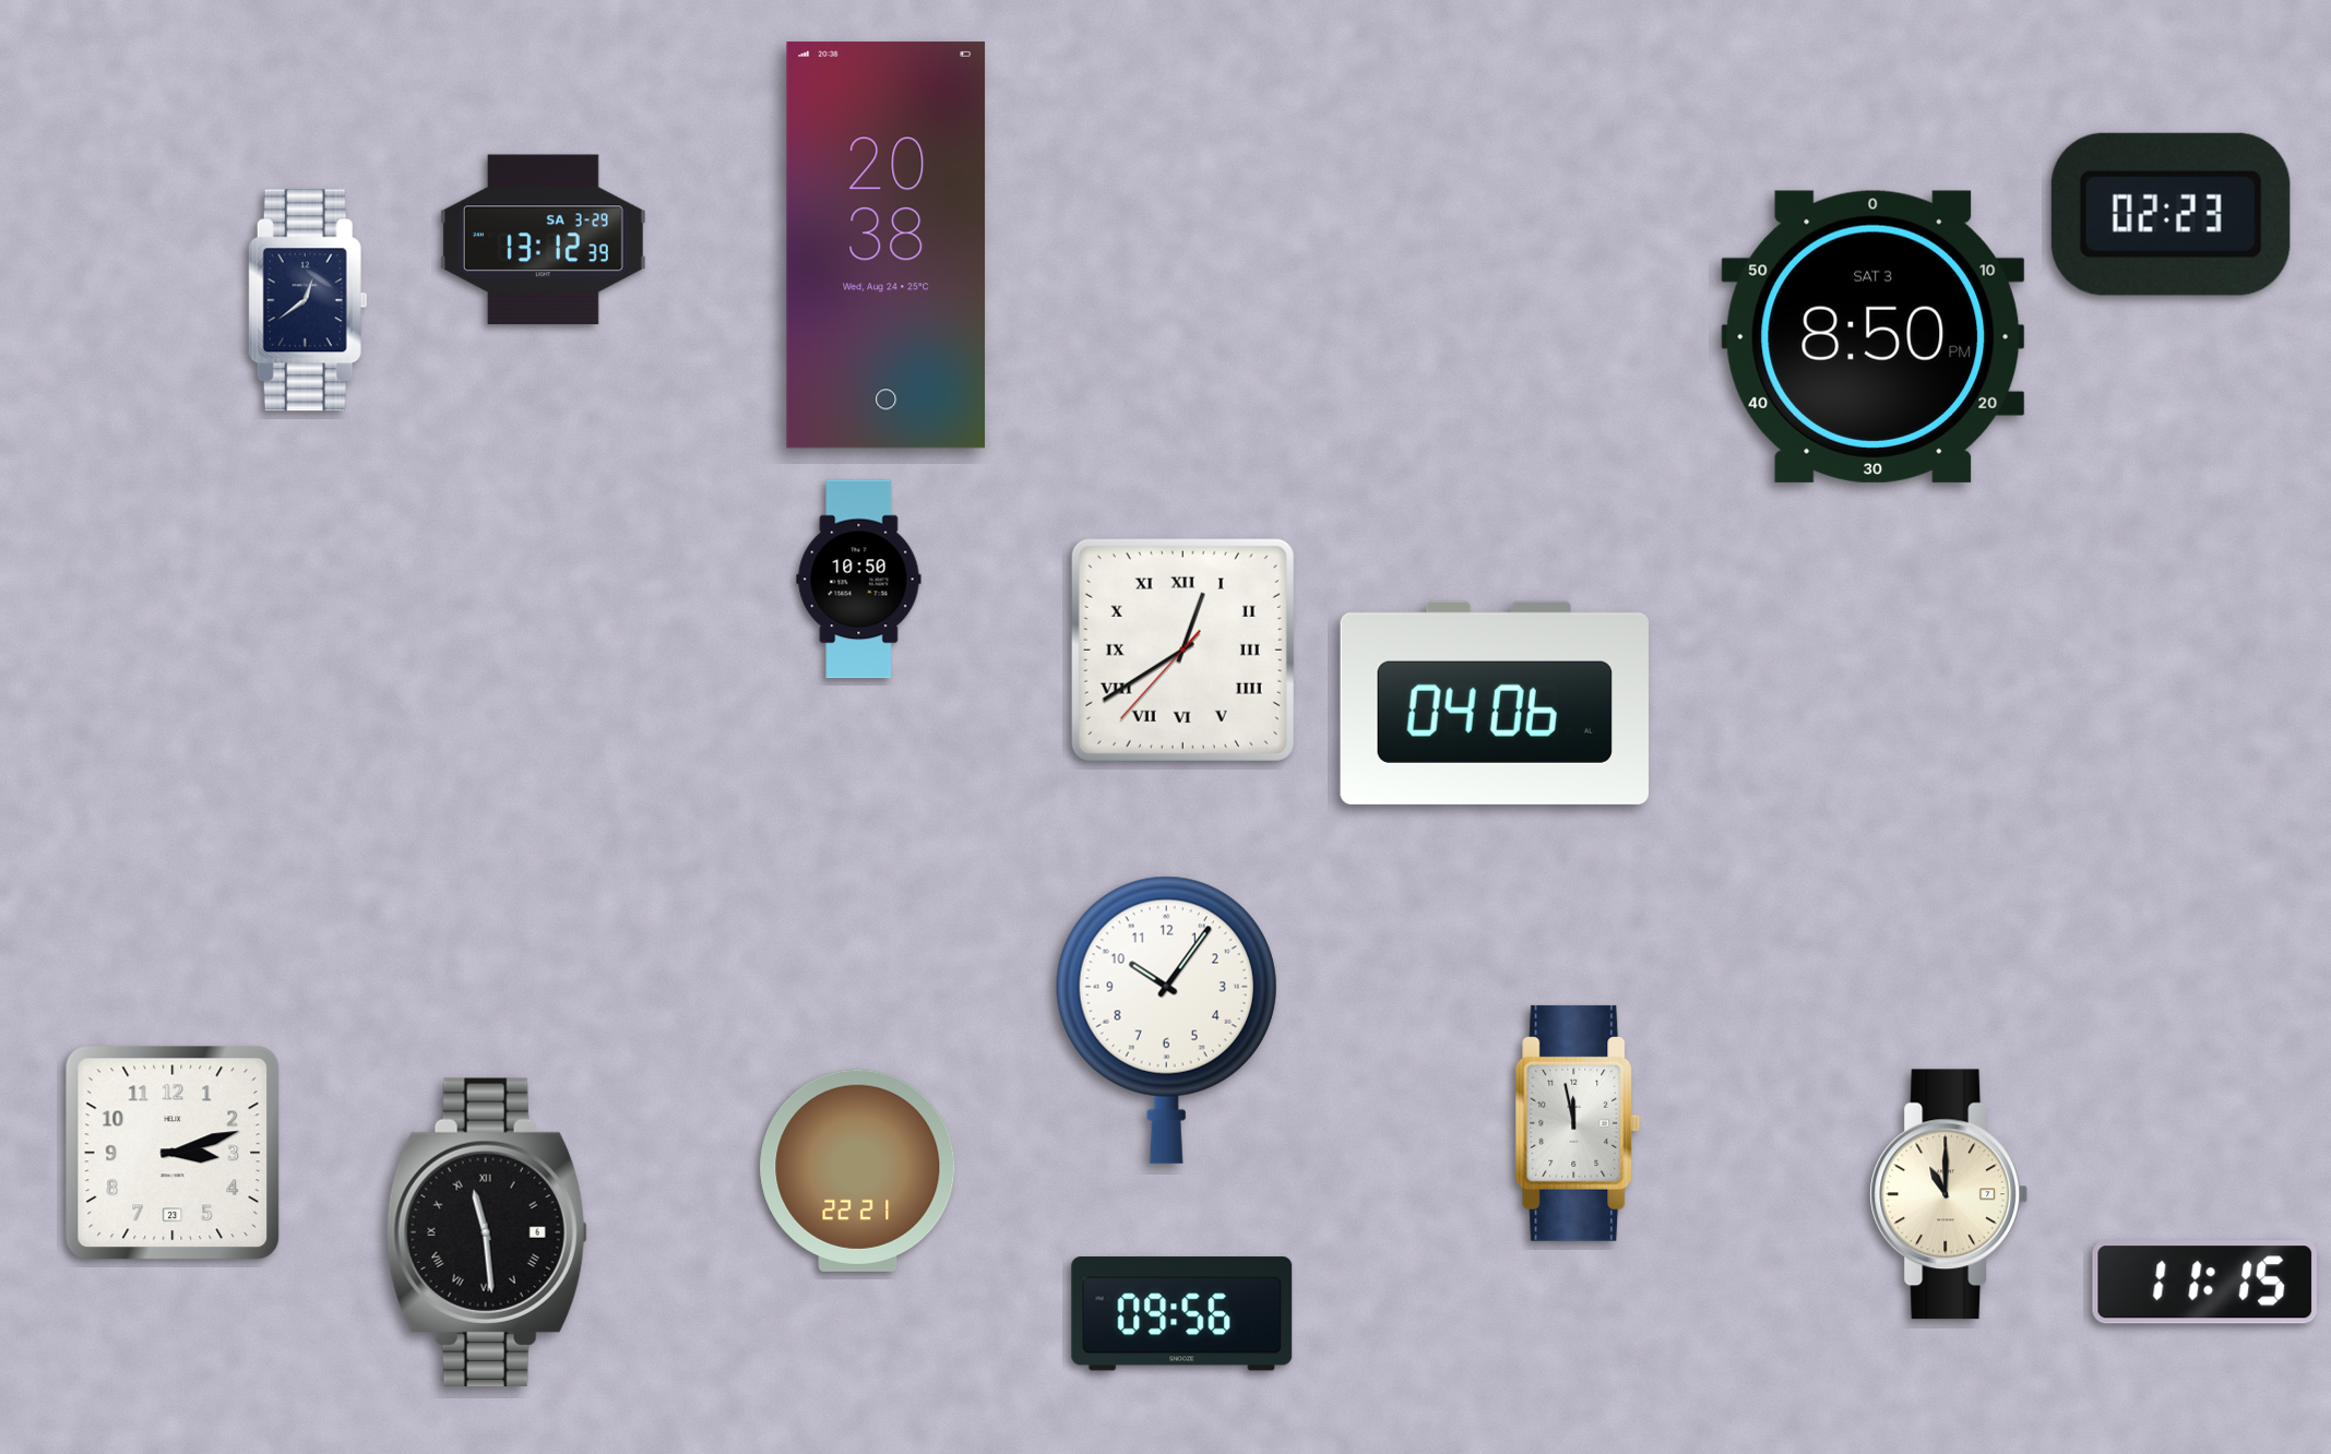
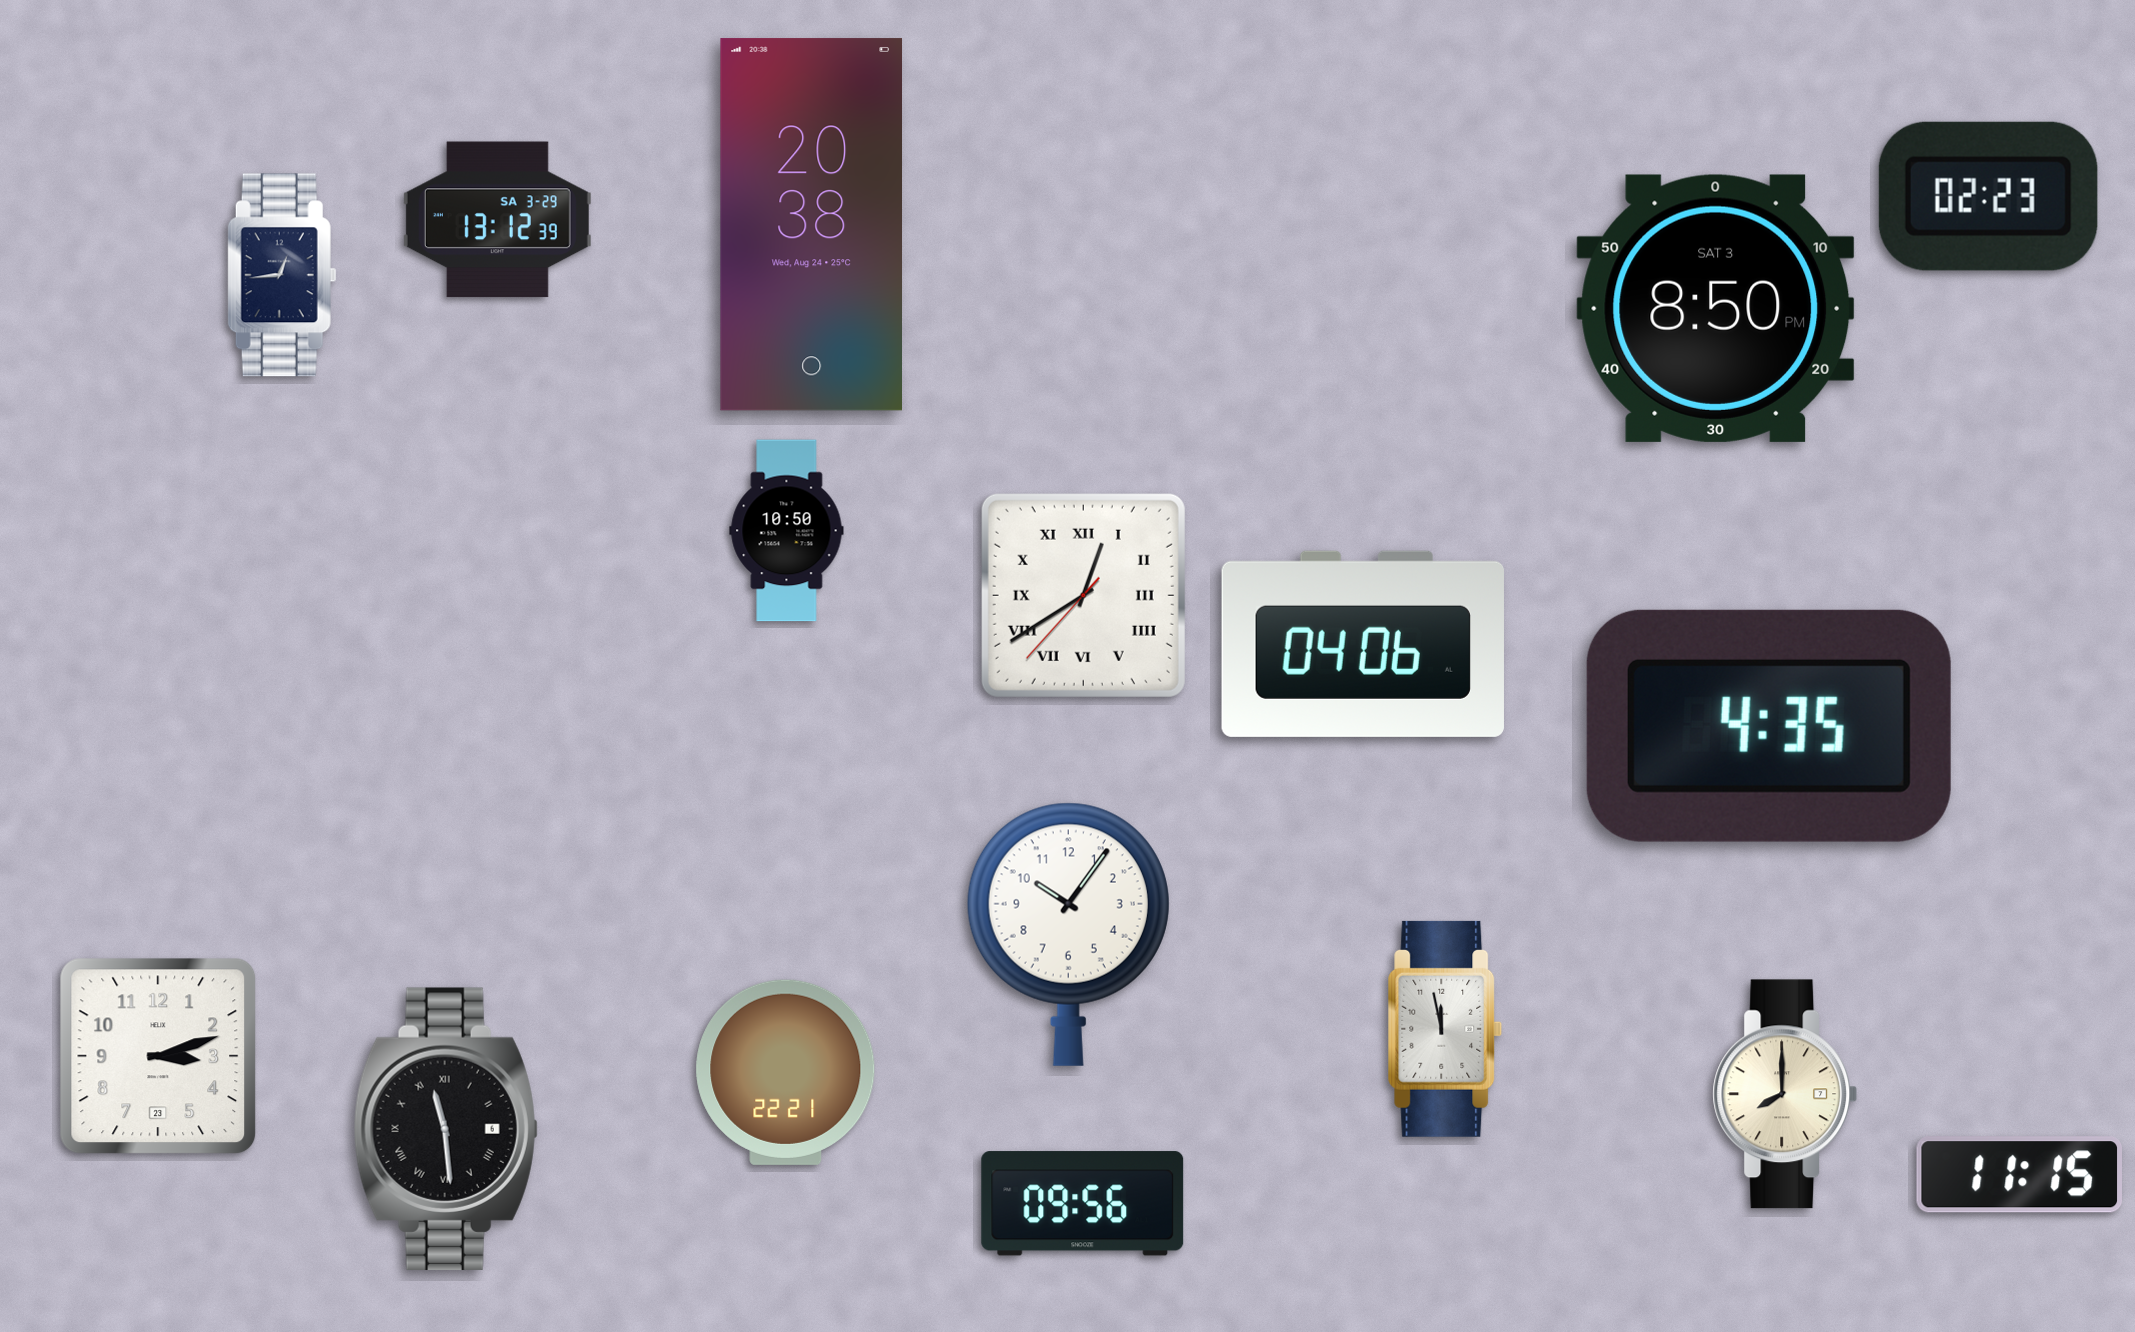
clock at (308, 300): 12:39 -> 12:44
clock at (1495, 703) position: (1495, 703) -> (1363, 644)
clock at (1769, 726): none -> 4:35
clock at (1949, 1194): 11:00 -> 8:00
